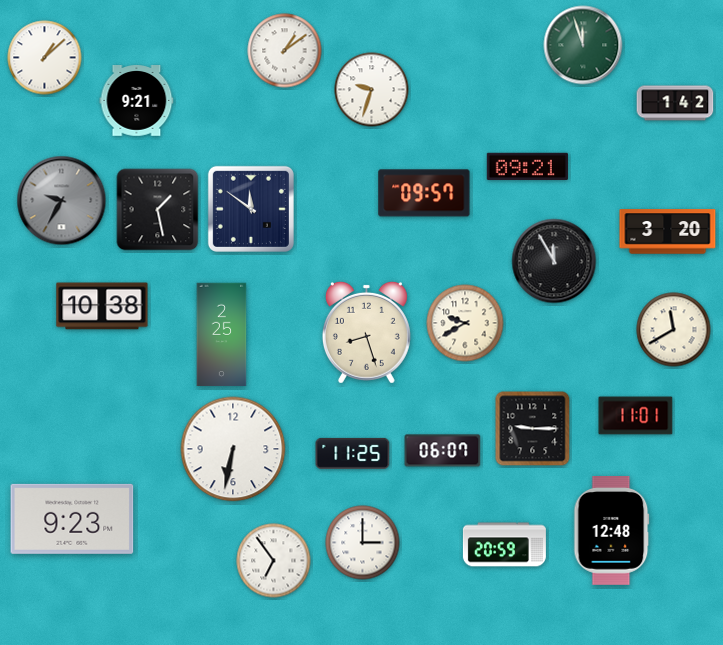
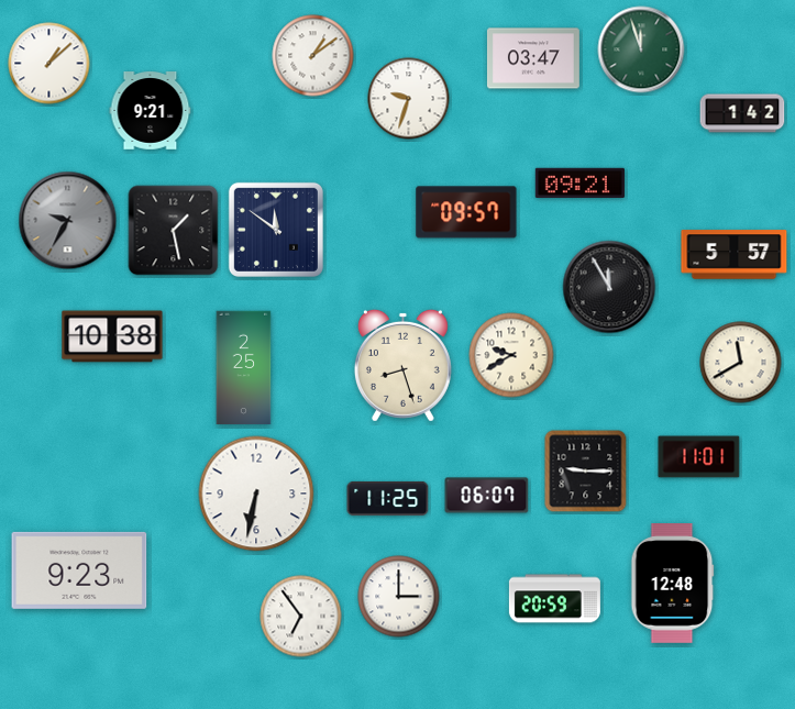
clock at (533, 58): none -> 03:47
clock at (668, 232): 3:20 -> 5:57
